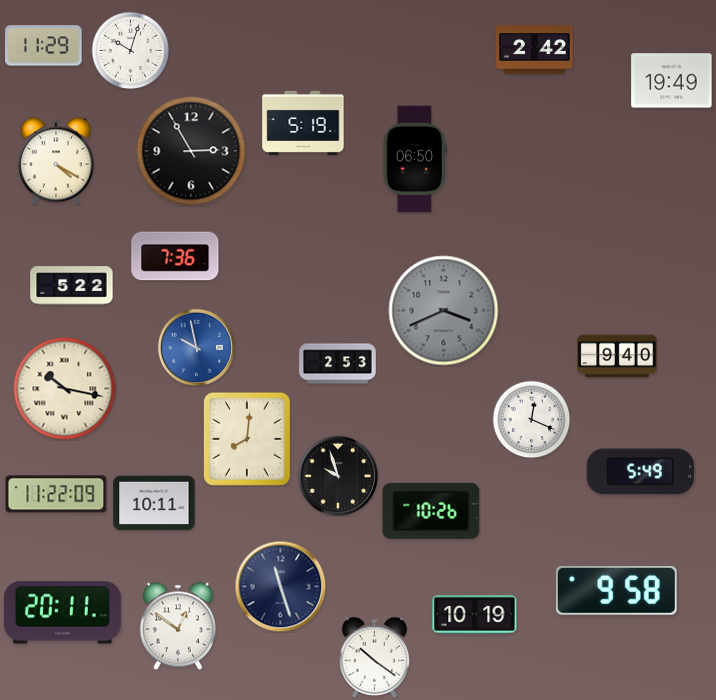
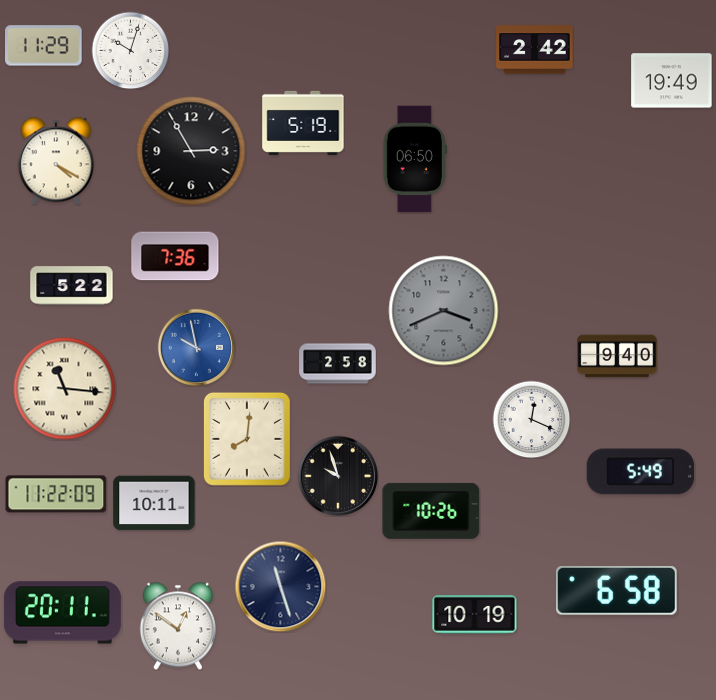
clock at (338, 364): 2:53 -> 2:58
clock at (65, 389): 10:17 -> 11:16
clock at (616, 590): 9:58 -> 6:58
clock at (375, 657): 10:21 -> none
